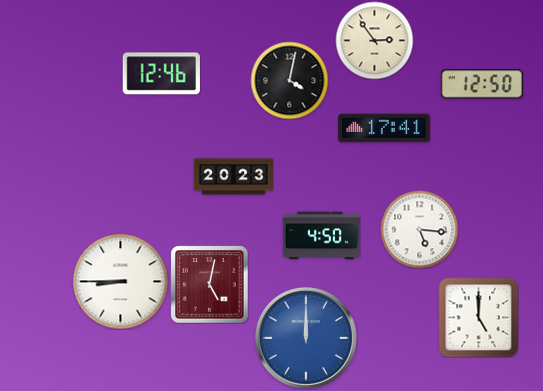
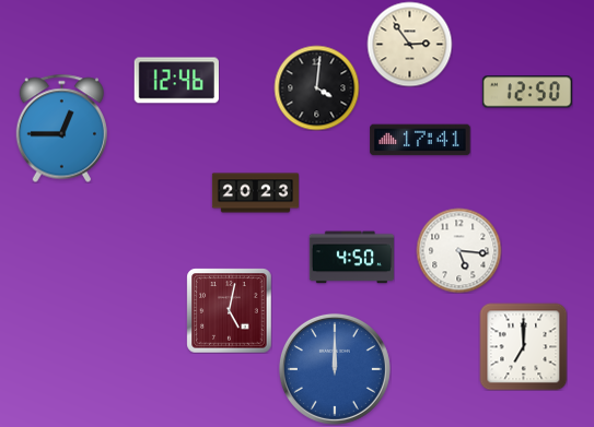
clock at (289, 80): 4:02 -> 4:01
clock at (61, 128): none -> 12:45
clock at (120, 281): 8:45 -> none
clock at (478, 317): 5:00 -> 7:00
